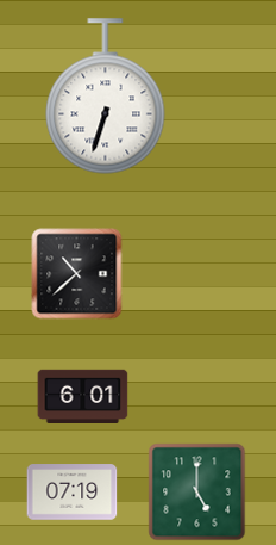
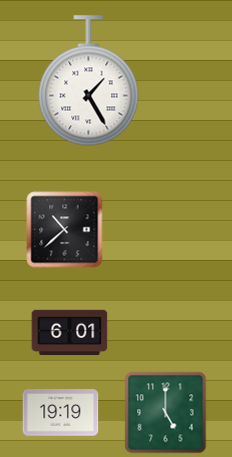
clock at (106, 97): 6:33 -> 1:25
clock at (73, 493): 07:19 -> 19:19
